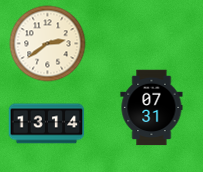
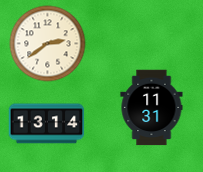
clock at (152, 108): 07:31 -> 11:31
